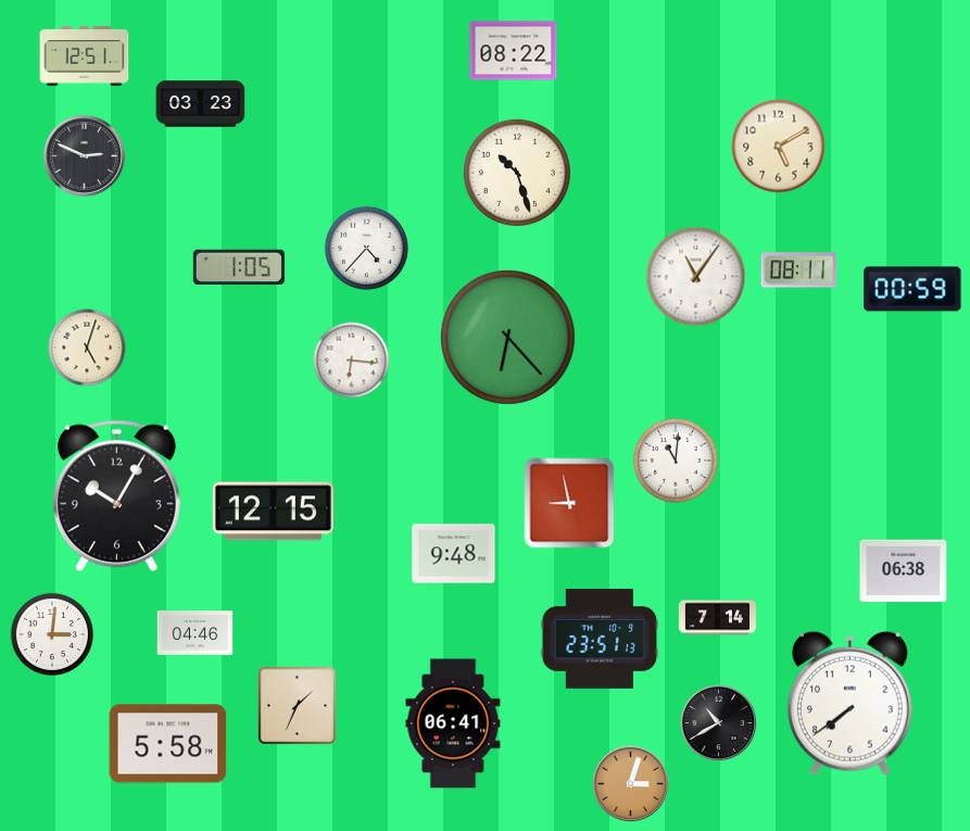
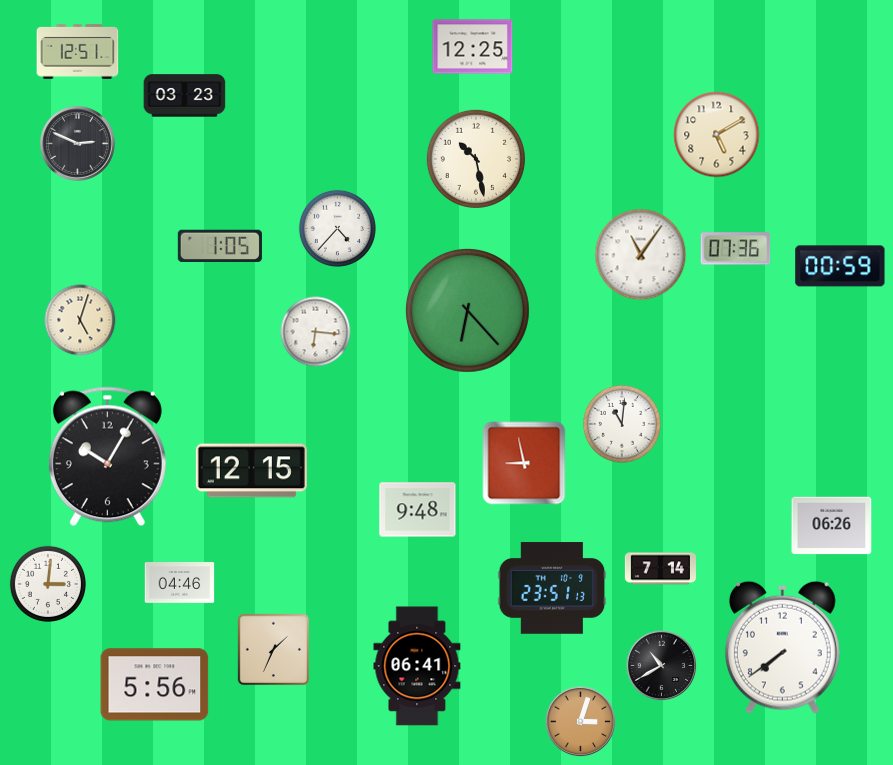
clock at (514, 51): 08:22 -> 12:25
clock at (517, 173): 10:27 -> 10:28
clock at (799, 270): 08:11 -> 07:36
clock at (352, 361) position: (352, 361) -> (316, 332)
clock at (904, 571): 06:38 -> 06:26
clock at (168, 744): 5:58 -> 5:56
